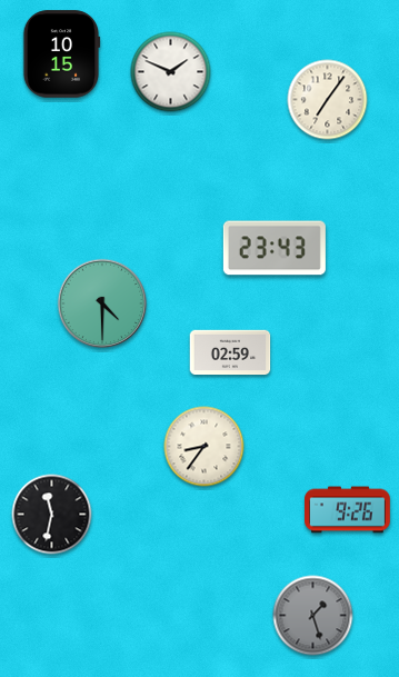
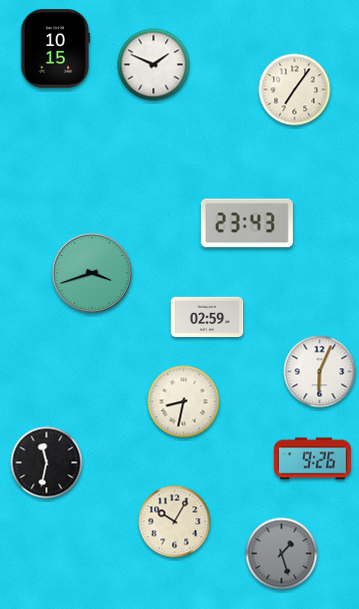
clock at (102, 303): 4:30 -> 3:42
clock at (320, 372): none -> 6:04
clock at (205, 447): 8:36 -> 8:32
clock at (175, 522): none -> 10:05
